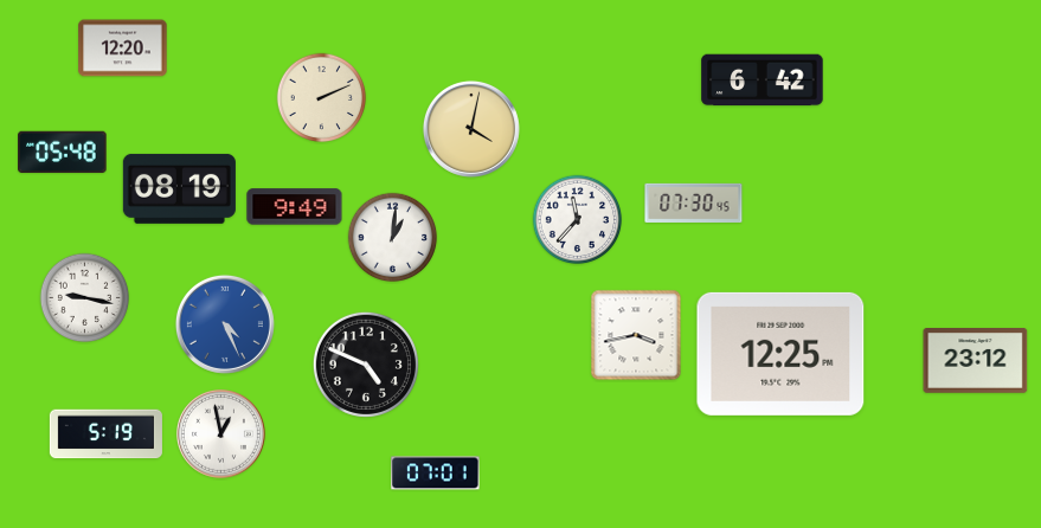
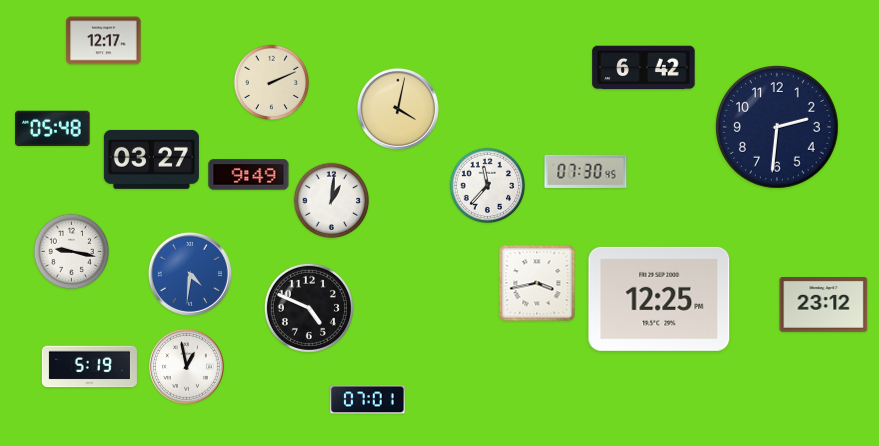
clock at (123, 49): 12:20 -> 12:17
clock at (778, 128): none -> 2:31
clock at (179, 188): 08:19 -> 03:27
clock at (225, 324): 4:26 -> 4:31
